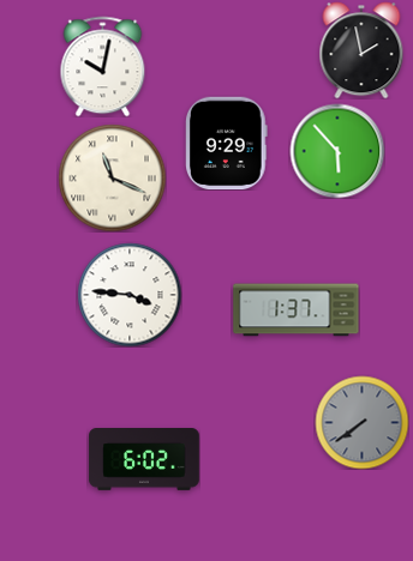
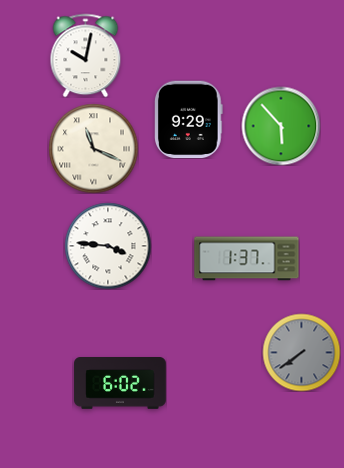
clock at (361, 50): 1:58 -> none
